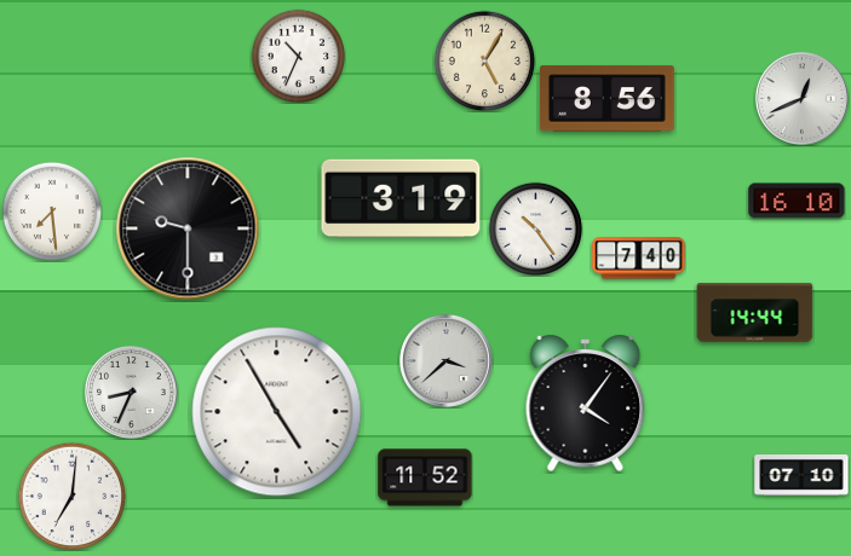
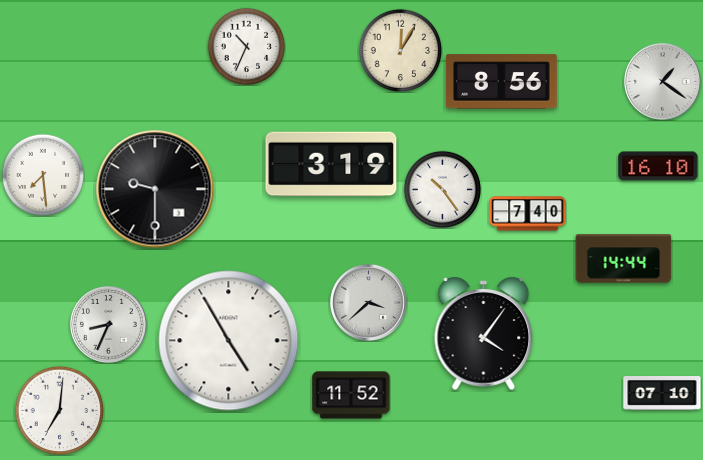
clock at (484, 60): 5:05 -> 12:05
clock at (801, 98): 12:41 -> 1:21
clock at (445, 360) position: (445, 360) -> (368, 302)
